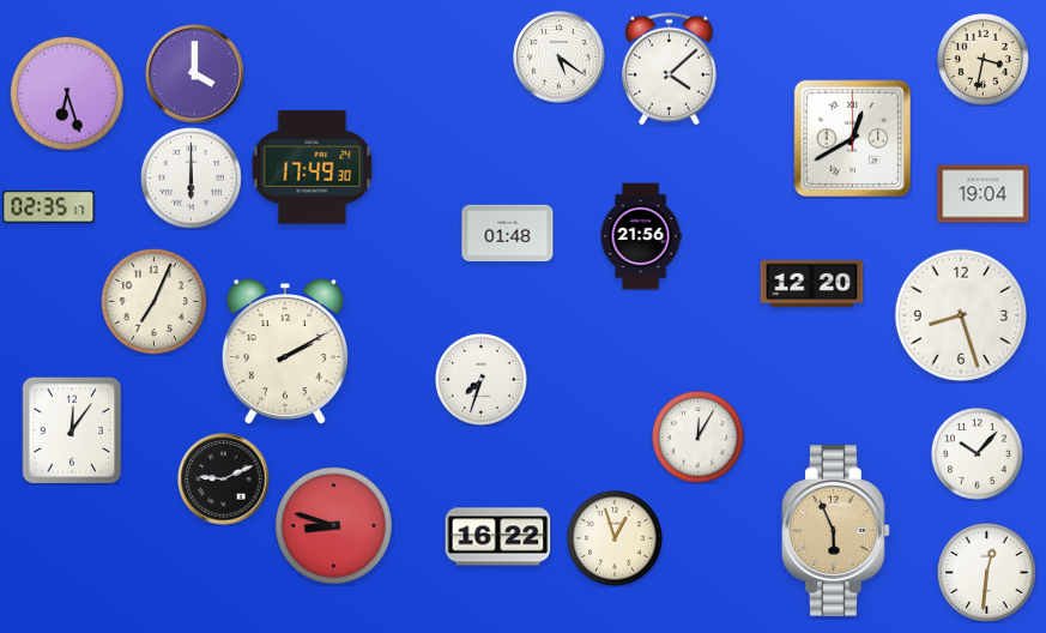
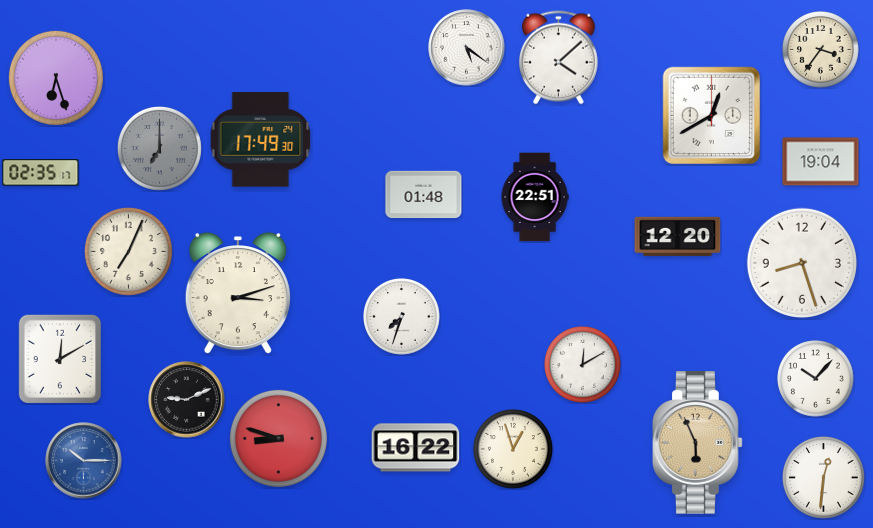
clock at (984, 60): 3:32 -> 3:36
clock at (195, 74): 4:00 -> none
clock at (191, 177): 6:00 -> 7:00
clock at (191, 177) dial: white -> grey
clock at (641, 236): 21:56 -> 22:51
clock at (285, 352): 2:10 -> 3:12
clock at (72, 430): 12:06 -> 12:10
clock at (699, 438): 12:05 -> 12:10
clock at (84, 461): none -> 10:15
